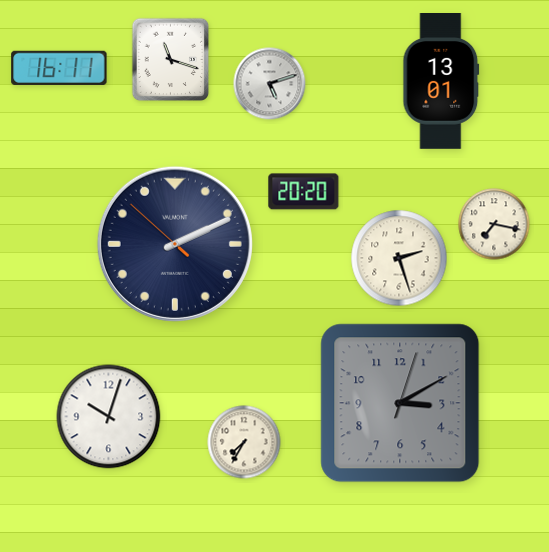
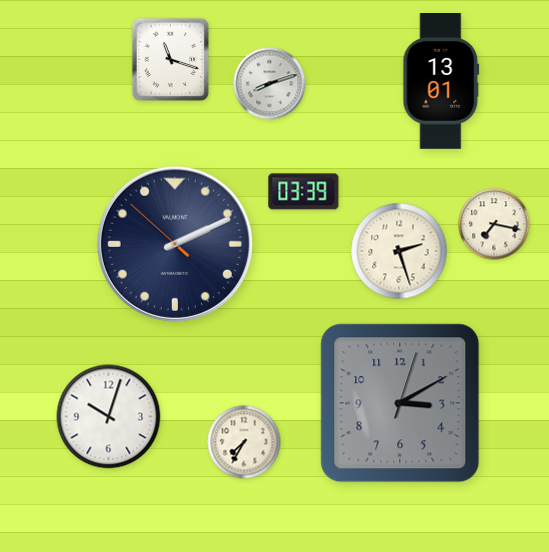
clock at (59, 68): 16:11 -> none
clock at (270, 84): 5:12 -> 8:12
clock at (304, 192): 20:20 -> 03:39
clock at (399, 258) position: (399, 258) -> (399, 251)
